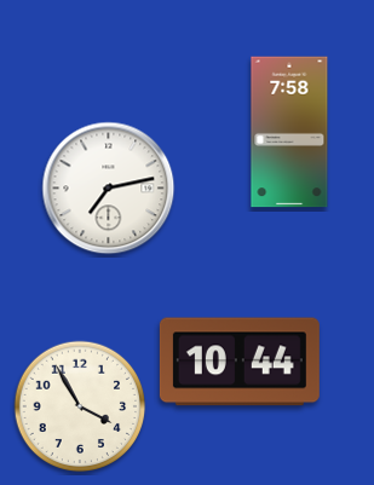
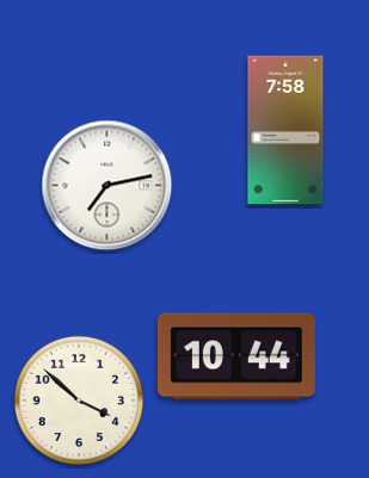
clock at (80, 406): 3:55 -> 3:52
